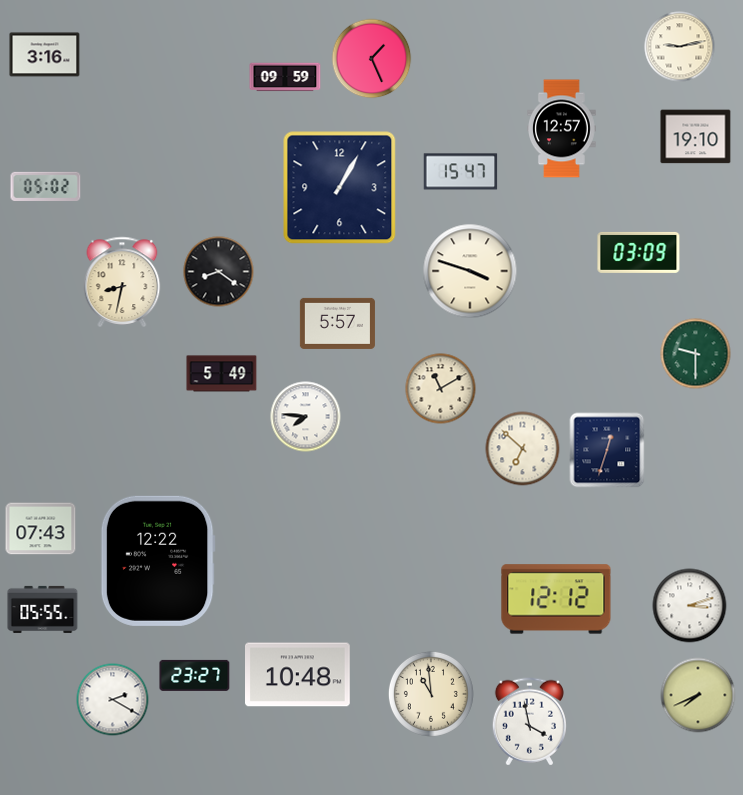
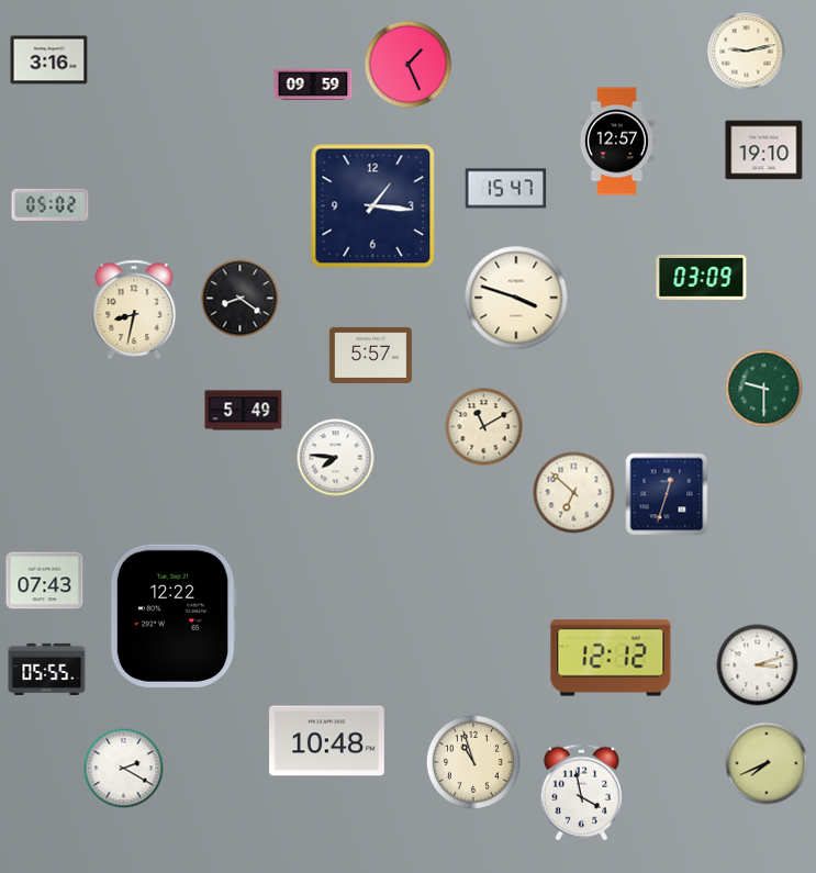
clock at (340, 188): 1:05 -> 1:16
clock at (195, 675): 23:27 -> none
clock at (431, 694): 10:59 -> 10:57
